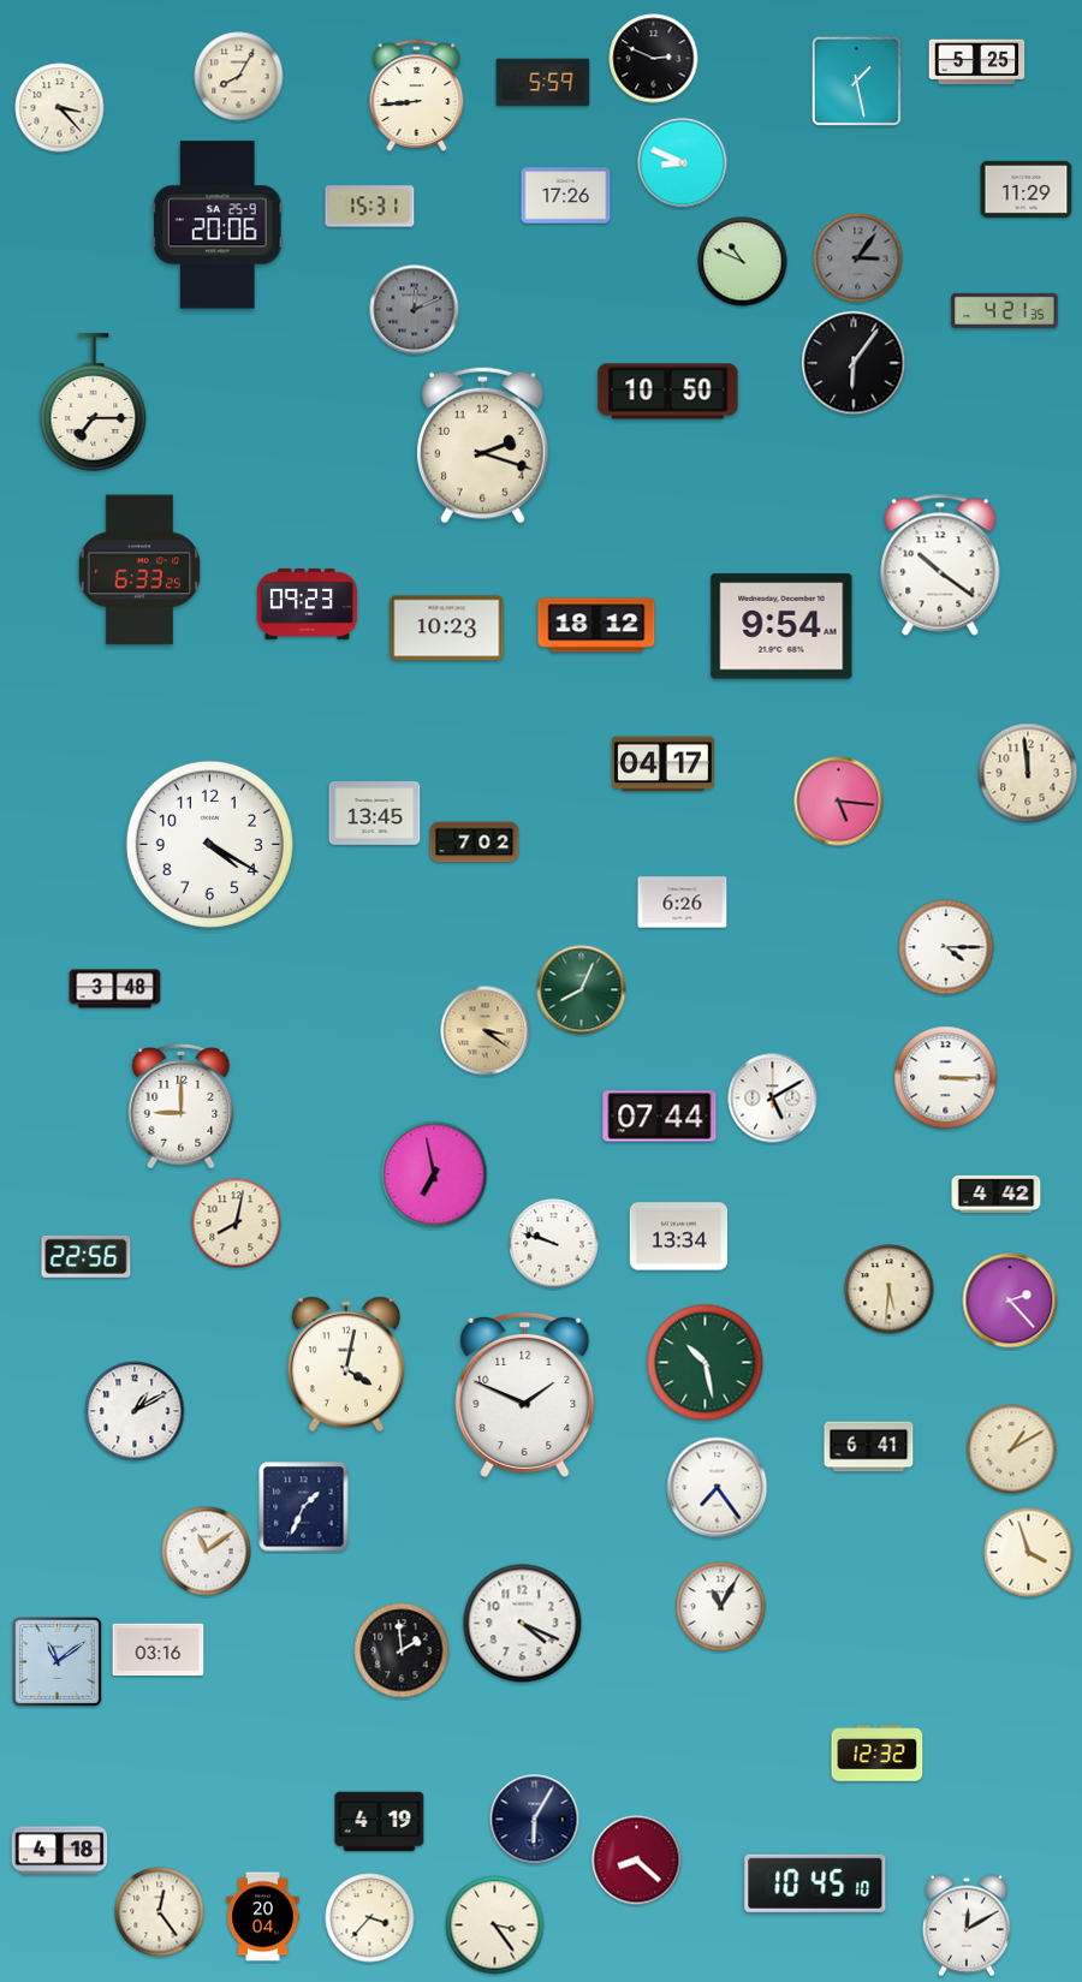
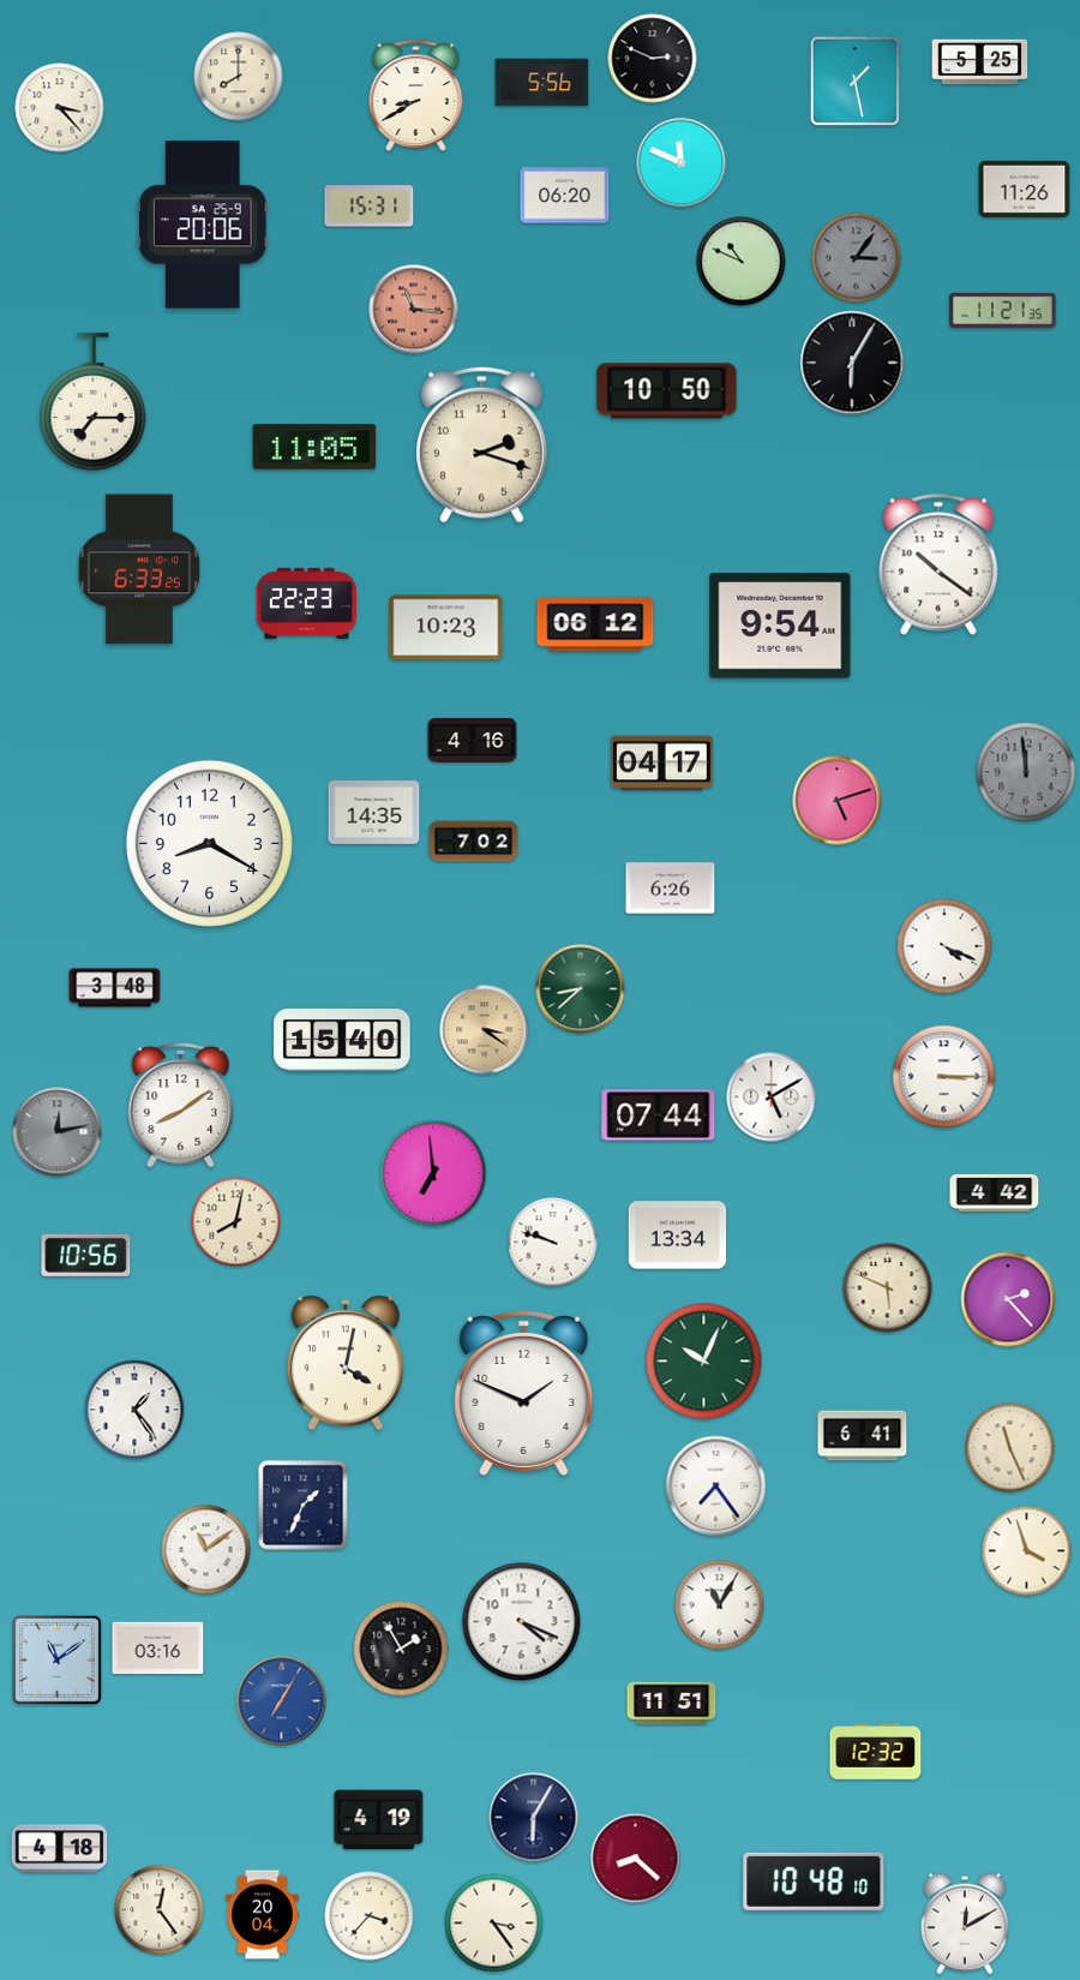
clock at (977, 63) position: (977, 63) -> (980, 62)
clock at (239, 77): 8:05 -> 8:00
clock at (543, 83): 5:59 -> 5:56
clock at (417, 95): 8:44 -> 8:40
clock at (683, 163): 8:49 -> 11:49
clock at (1027, 189): 11:29 -> 11:26
clock at (566, 196): 17:26 -> 06:20
clock at (218, 225) position: (218, 225) -> (203, 225)
clock at (415, 310): 12:11 -> 11:16
clock at (415, 310) dial: grey -> salmon
clock at (1005, 310): 4:21 -> 11:21
clock at (854, 363): 6:06 -> 6:05
clock at (314, 447): none -> 11:05
clock at (307, 603): 09:23 -> 22:23
clock at (596, 625): 18:12 -> 06:12
clock at (473, 741): none -> 4:16
clock at (1028, 773) dial: cream -> grey
clock at (839, 802): 5:16 -> 5:12
clock at (375, 814): 13:45 -> 14:35
clock at (209, 844): 4:20 -> 8:20
clock at (683, 903) position: (683, 903) -> (671, 889)
clock at (946, 947): 4:15 -> 4:19
clock at (582, 990): 8:04 -> 8:38
clock at (342, 1040): none -> 15:40
clock at (182, 1106): 9:00 -> 8:09
clock at (58, 1132): none -> 12:13
clock at (434, 1174): 6:58 -> 6:59
clock at (87, 1256): 22:56 -> 10:56
clock at (890, 1290): 5:31 -> 5:49
clock at (706, 1363): 10:28 -> 10:04
clock at (135, 1411): 1:10 -> 1:24
clock at (869, 1447) position: (869, 1447) -> (863, 1436)
clock at (1012, 1450): 1:10 -> 11:26
clock at (402, 1650): 1:59 -> 1:55
clock at (282, 1701): none -> 7:05
clock at (672, 1704): none -> 11:51
clock at (815, 1883): 10:45 -> 10:48
